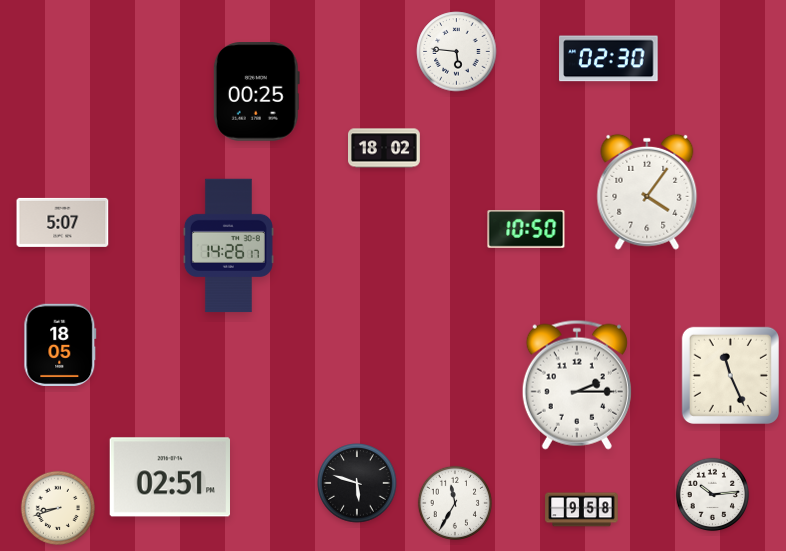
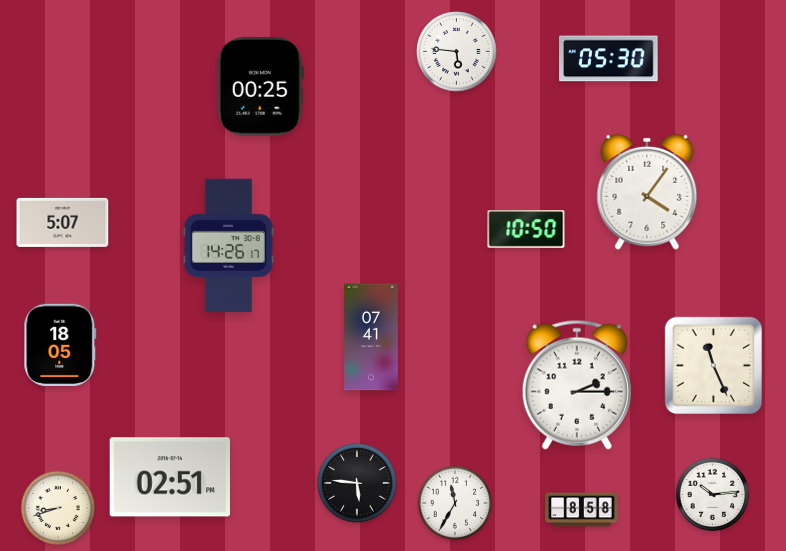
clock at (609, 59): 02:30 -> 05:30
clock at (256, 92) position: (256, 92) -> (260, 87)
clock at (385, 148): 18:02 -> none
clock at (371, 337): none -> 07:41
clock at (730, 375) position: (730, 375) -> (713, 365)
clock at (357, 483): 5:48 -> 5:46
clock at (582, 510): 9:58 -> 8:58
